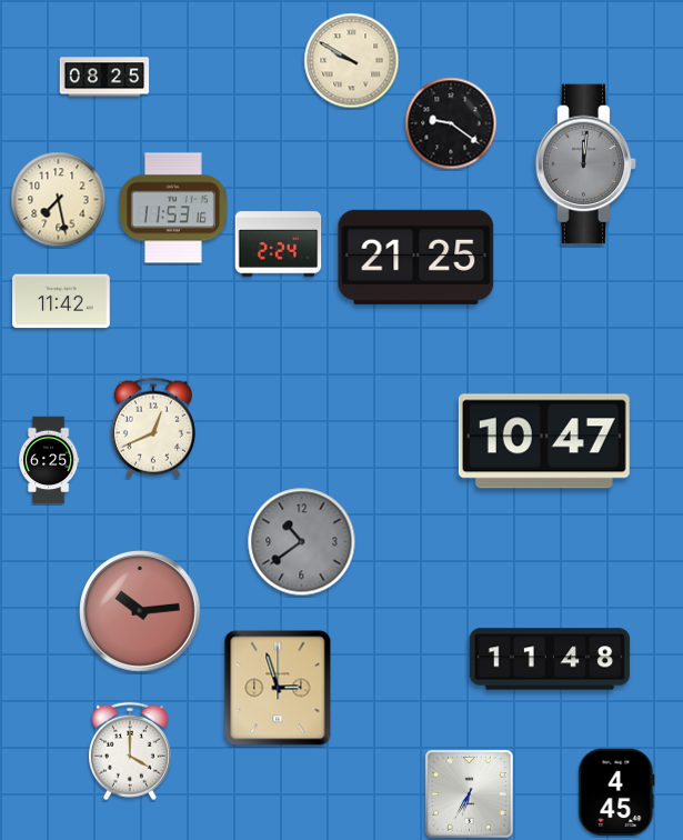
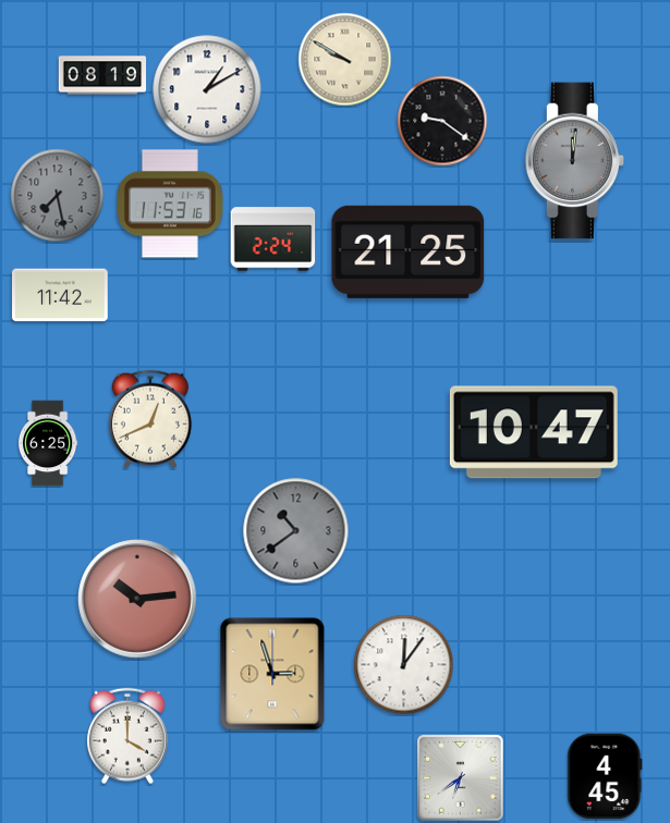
clock at (104, 77): 08:25 -> 08:19
clock at (207, 89): none -> 1:10
clock at (59, 200) dial: cream -> grey
clock at (49, 460) position: (49, 460) -> (48, 443)
clock at (550, 659): 11:48 -> none
clock at (404, 665): none -> 12:06
clock at (470, 794): 6:35 -> 6:39
